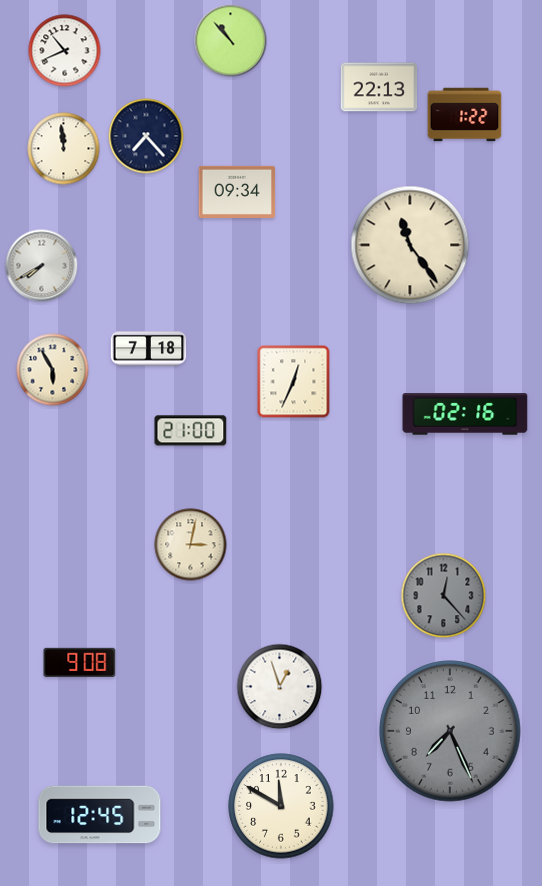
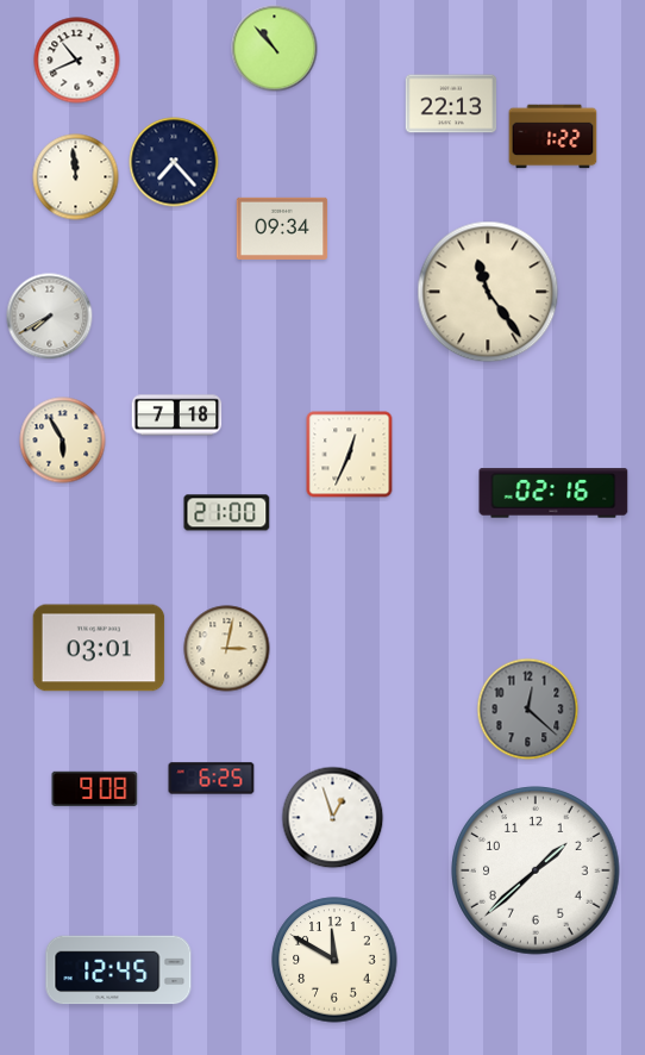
clock at (99, 648): none -> 03:01
clock at (444, 596): 12:23 -> 12:22
clock at (212, 779): none -> 6:25
clock at (450, 731): 7:26 -> 1:38
clock at (450, 731) dial: grey -> white
